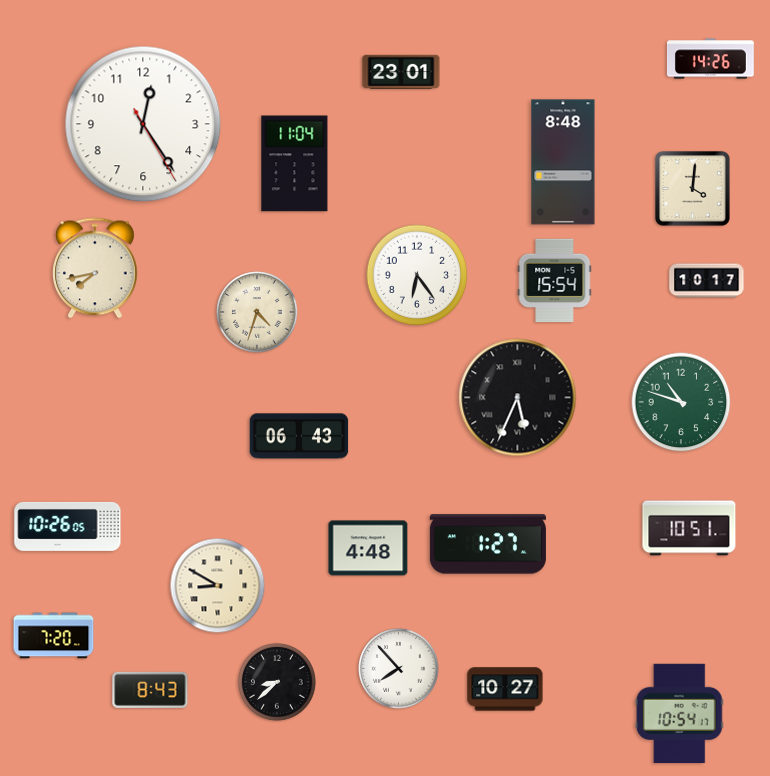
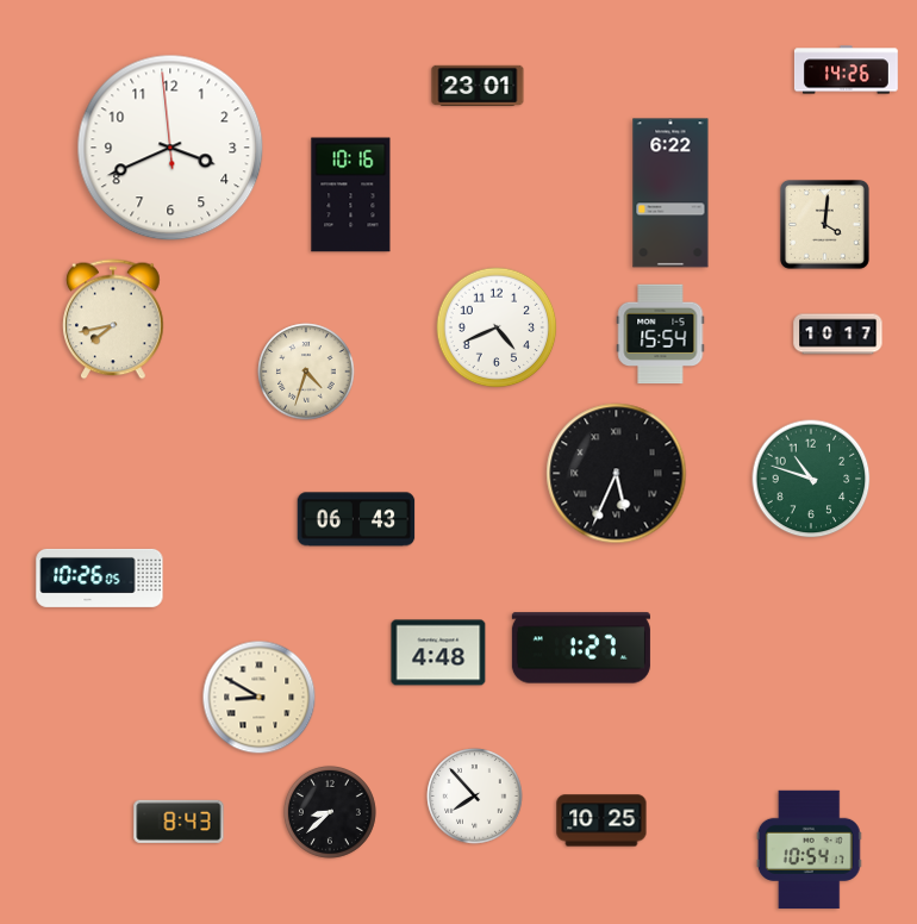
clock at (143, 124): 12:24 -> 3:40
clock at (563, 162): 8:48 -> 6:22
clock at (295, 164): 11:04 -> 10:16
clock at (417, 275): 6:24 -> 4:41
clock at (707, 281) position: (707, 281) -> (838, 335)
clock at (68, 526) position: (68, 526) -> (100, 577)
clock at (689, 528): 10:51 -> none
clock at (54, 636): 7:20 -> none
clock at (505, 689): 10:27 -> 10:25
